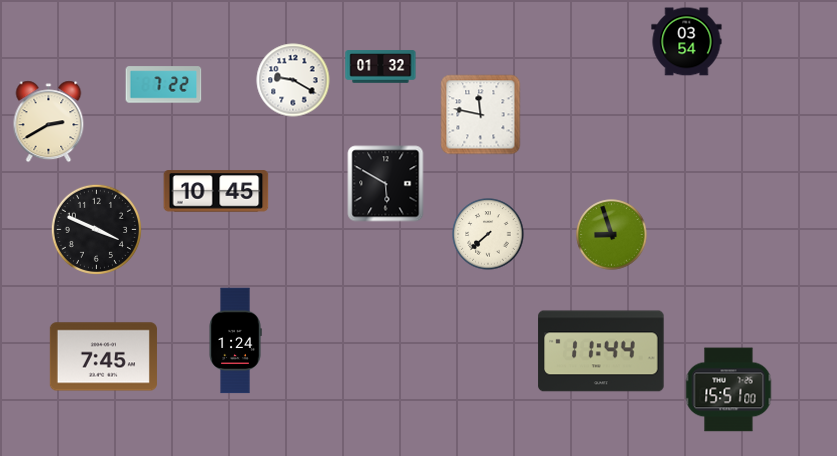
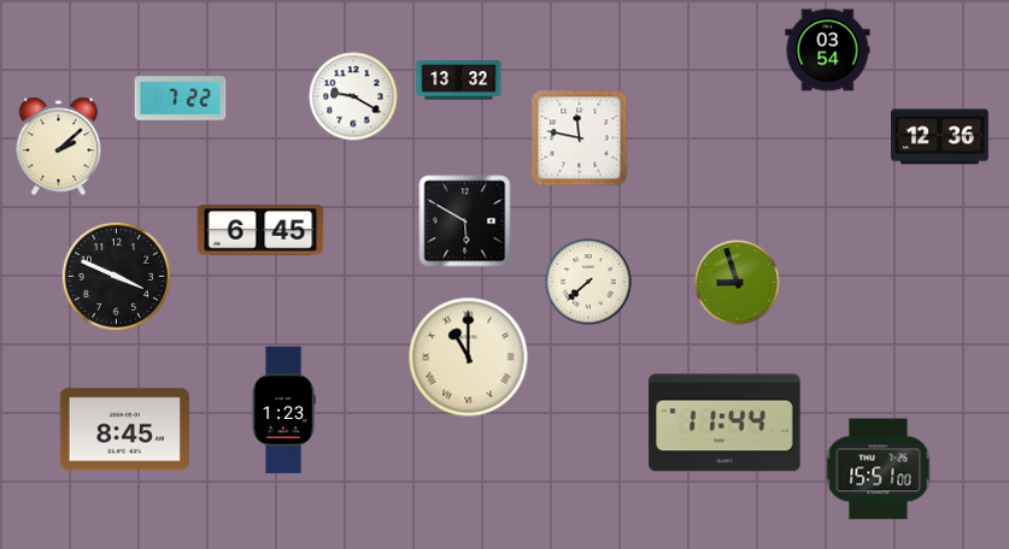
clock at (381, 67): 01:32 -> 13:32
clock at (164, 85) position: (164, 85) -> (181, 99)
clock at (940, 137): none -> 12:36
clock at (49, 122): 2:40 -> 2:08
clock at (216, 191): 10:45 -> 6:45
clock at (469, 358): none -> 11:00
clock at (235, 341): 1:24 -> 1:23
clock at (103, 357): 7:45 -> 8:45
